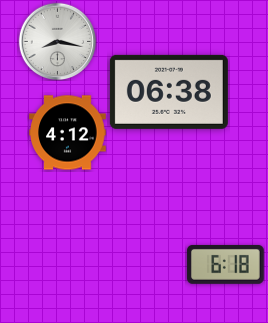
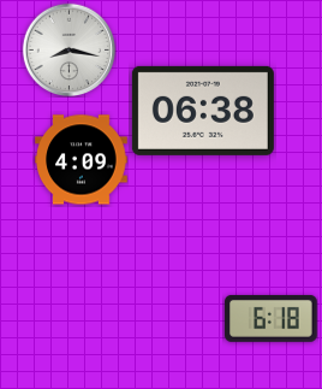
clock at (68, 133): 4:12 -> 4:09
